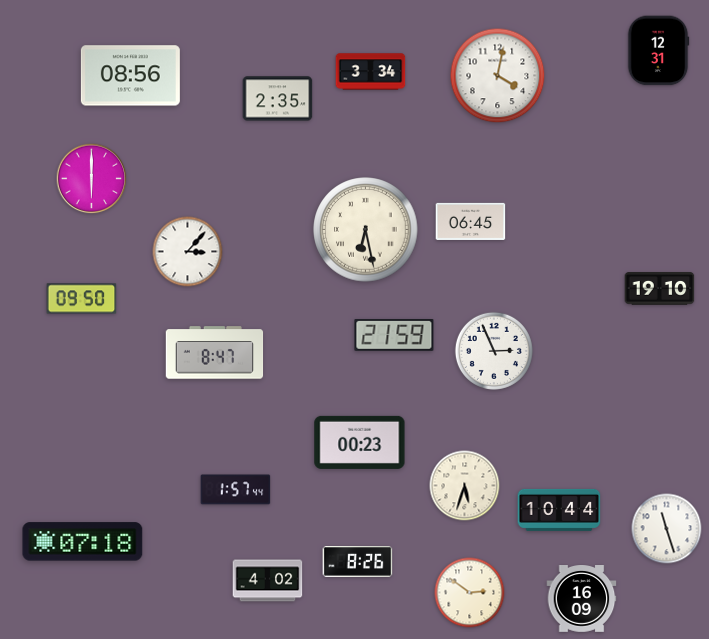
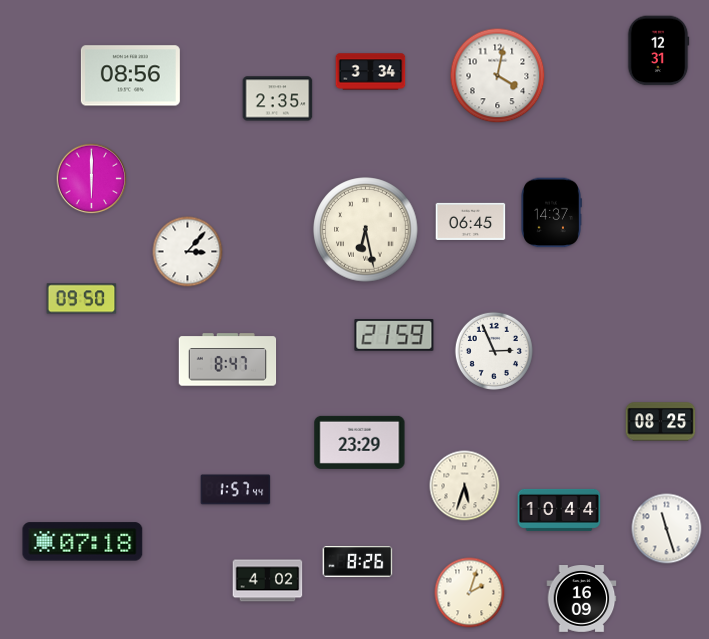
clock at (551, 213): none -> 14:37
clock at (660, 289): 19:10 -> none
clock at (215, 353) position: (215, 353) -> (228, 360)
clock at (661, 422): none -> 08:25
clock at (360, 442): 00:23 -> 23:29
clock at (470, 593): 2:51 -> 2:03
